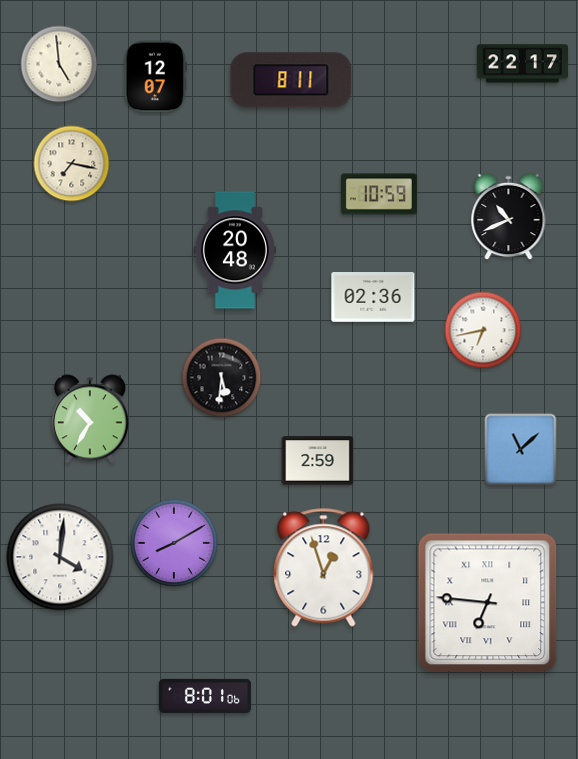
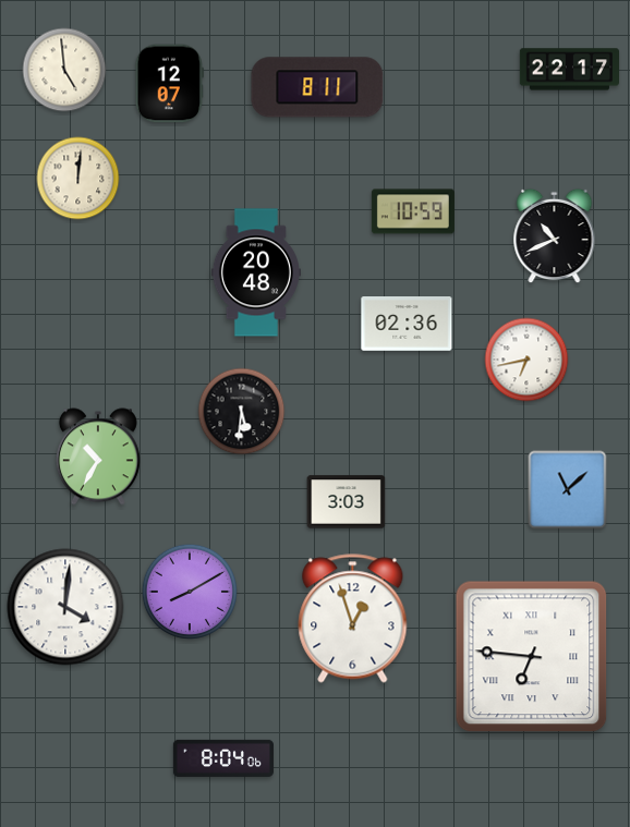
clock at (72, 164): 7:17 -> 12:01
clock at (318, 461): 2:59 -> 3:03
clock at (205, 696): 8:01 -> 8:04
